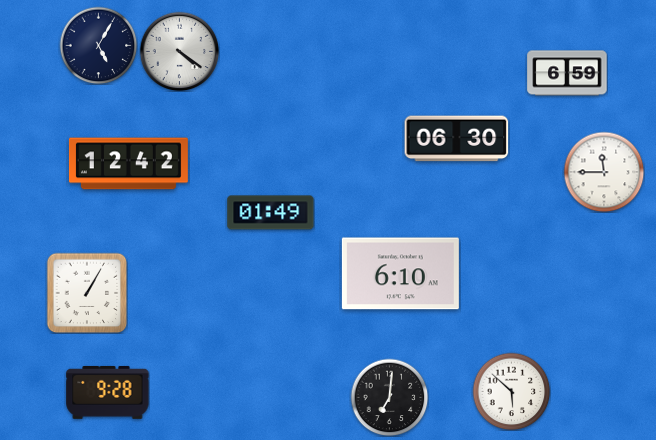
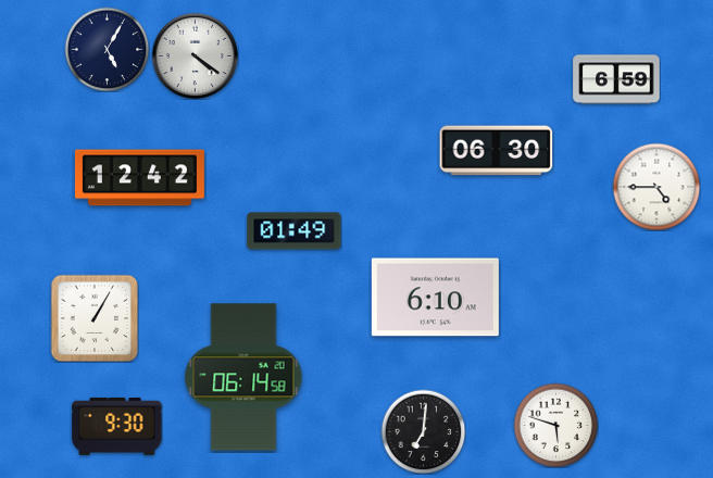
clock at (604, 172): 11:45 -> 4:45
clock at (243, 377): none -> 06:14
clock at (511, 391): 5:52 -> 5:48
clock at (108, 392): 9:28 -> 9:30
